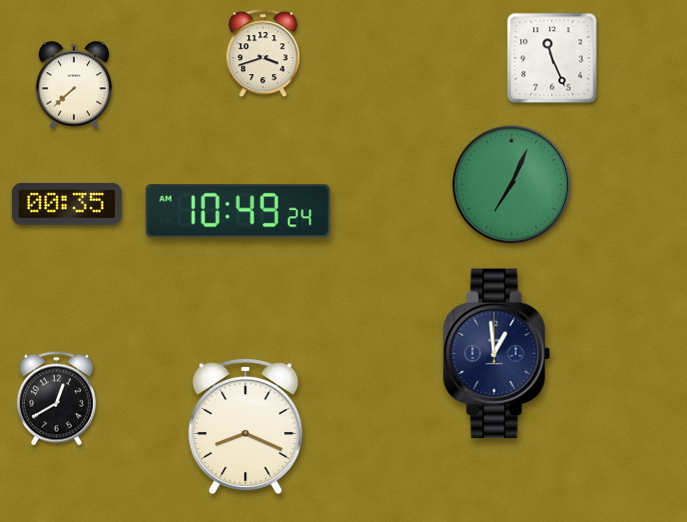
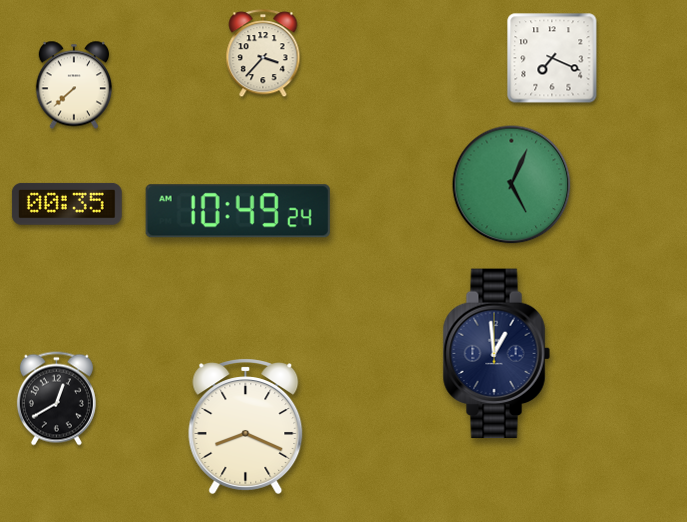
clock at (263, 54): 3:42 -> 3:37
clock at (552, 58): 11:26 -> 7:19
clock at (512, 185): 7:04 -> 5:04
